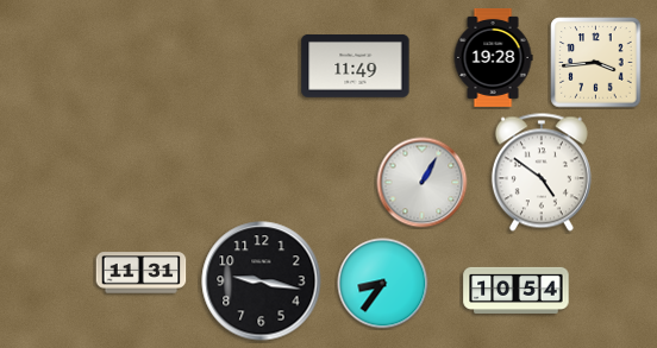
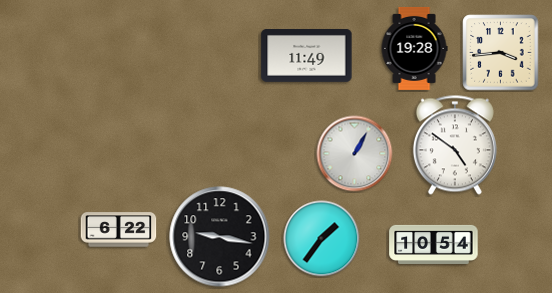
clock at (356, 67) position: (356, 67) -> (307, 56)
clock at (142, 273): 11:31 -> 6:22
clock at (383, 284): 8:36 -> 1:36
